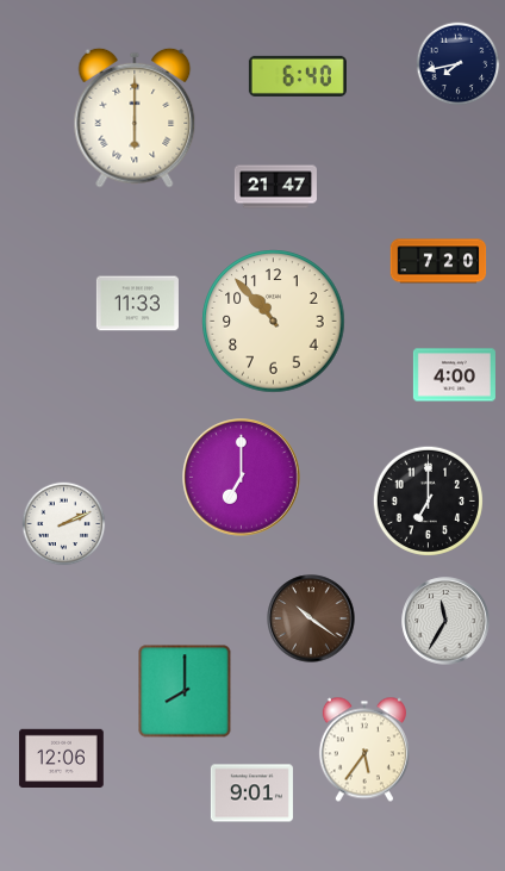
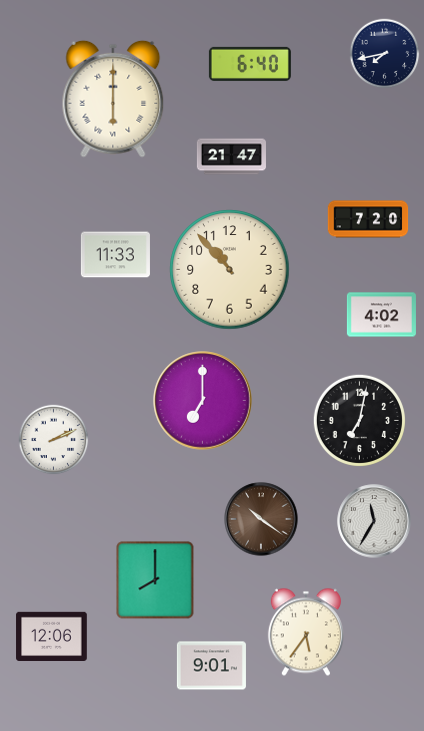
clock at (454, 375): 4:00 -> 4:02
clock at (428, 500): 7:00 -> 7:02
clock at (364, 749) position: (364, 749) -> (306, 632)
